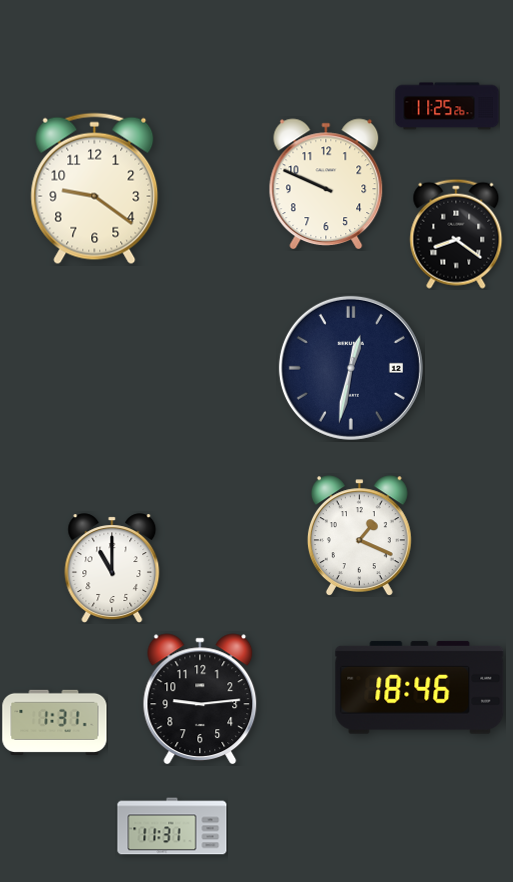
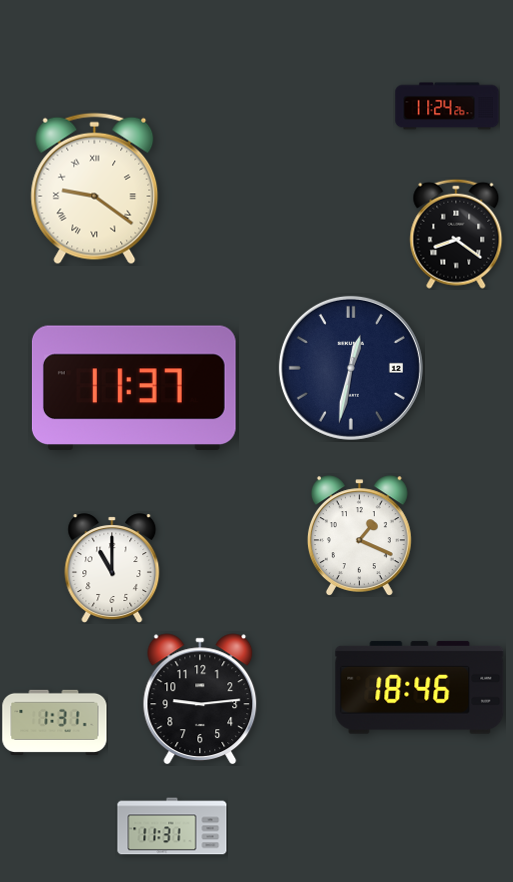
clock at (447, 106): 11:25 -> 11:24
clock at (326, 184): 9:49 -> none
clock at (95, 189) numerals: Arabic -> Roman
clock at (134, 387): none -> 11:37
